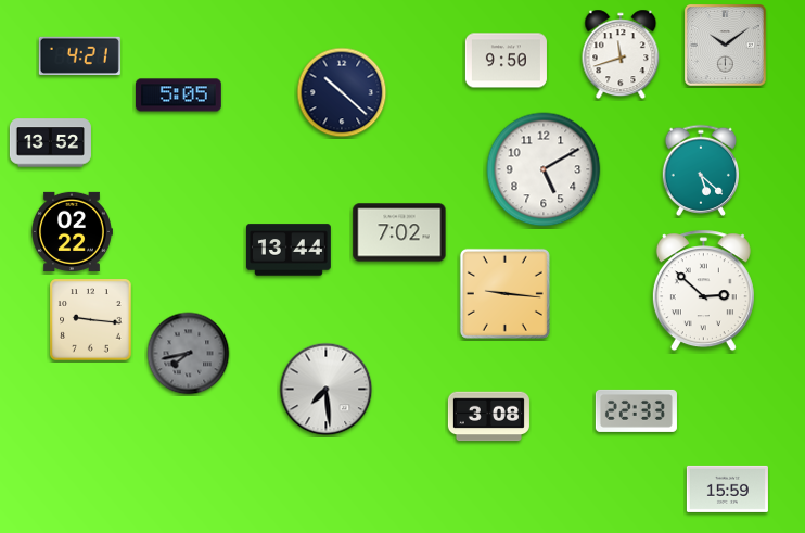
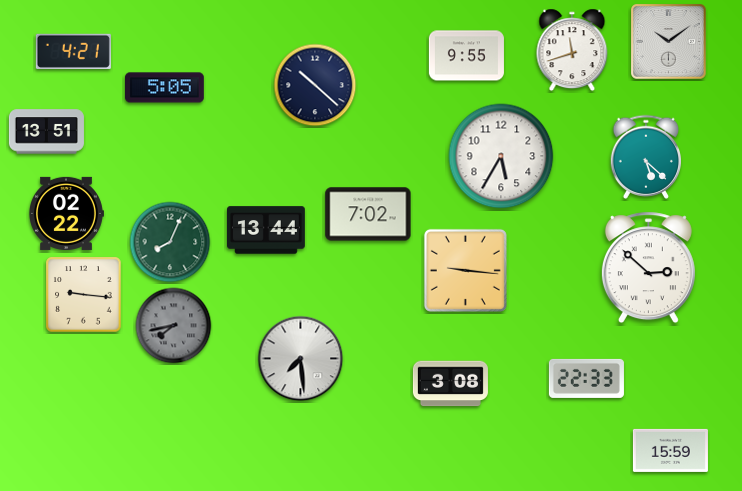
clock at (506, 61): 9:50 -> 9:55
clock at (50, 143): 13:52 -> 13:51
clock at (544, 169): 5:10 -> 5:35
clock at (170, 242): none -> 8:04
